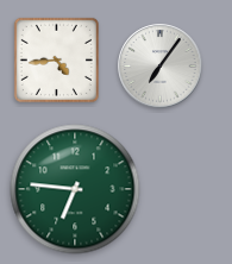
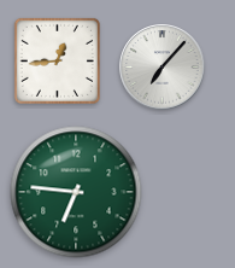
clock at (56, 59): 4:44 -> 12:44
clock at (161, 67): 7:06 -> 7:07
